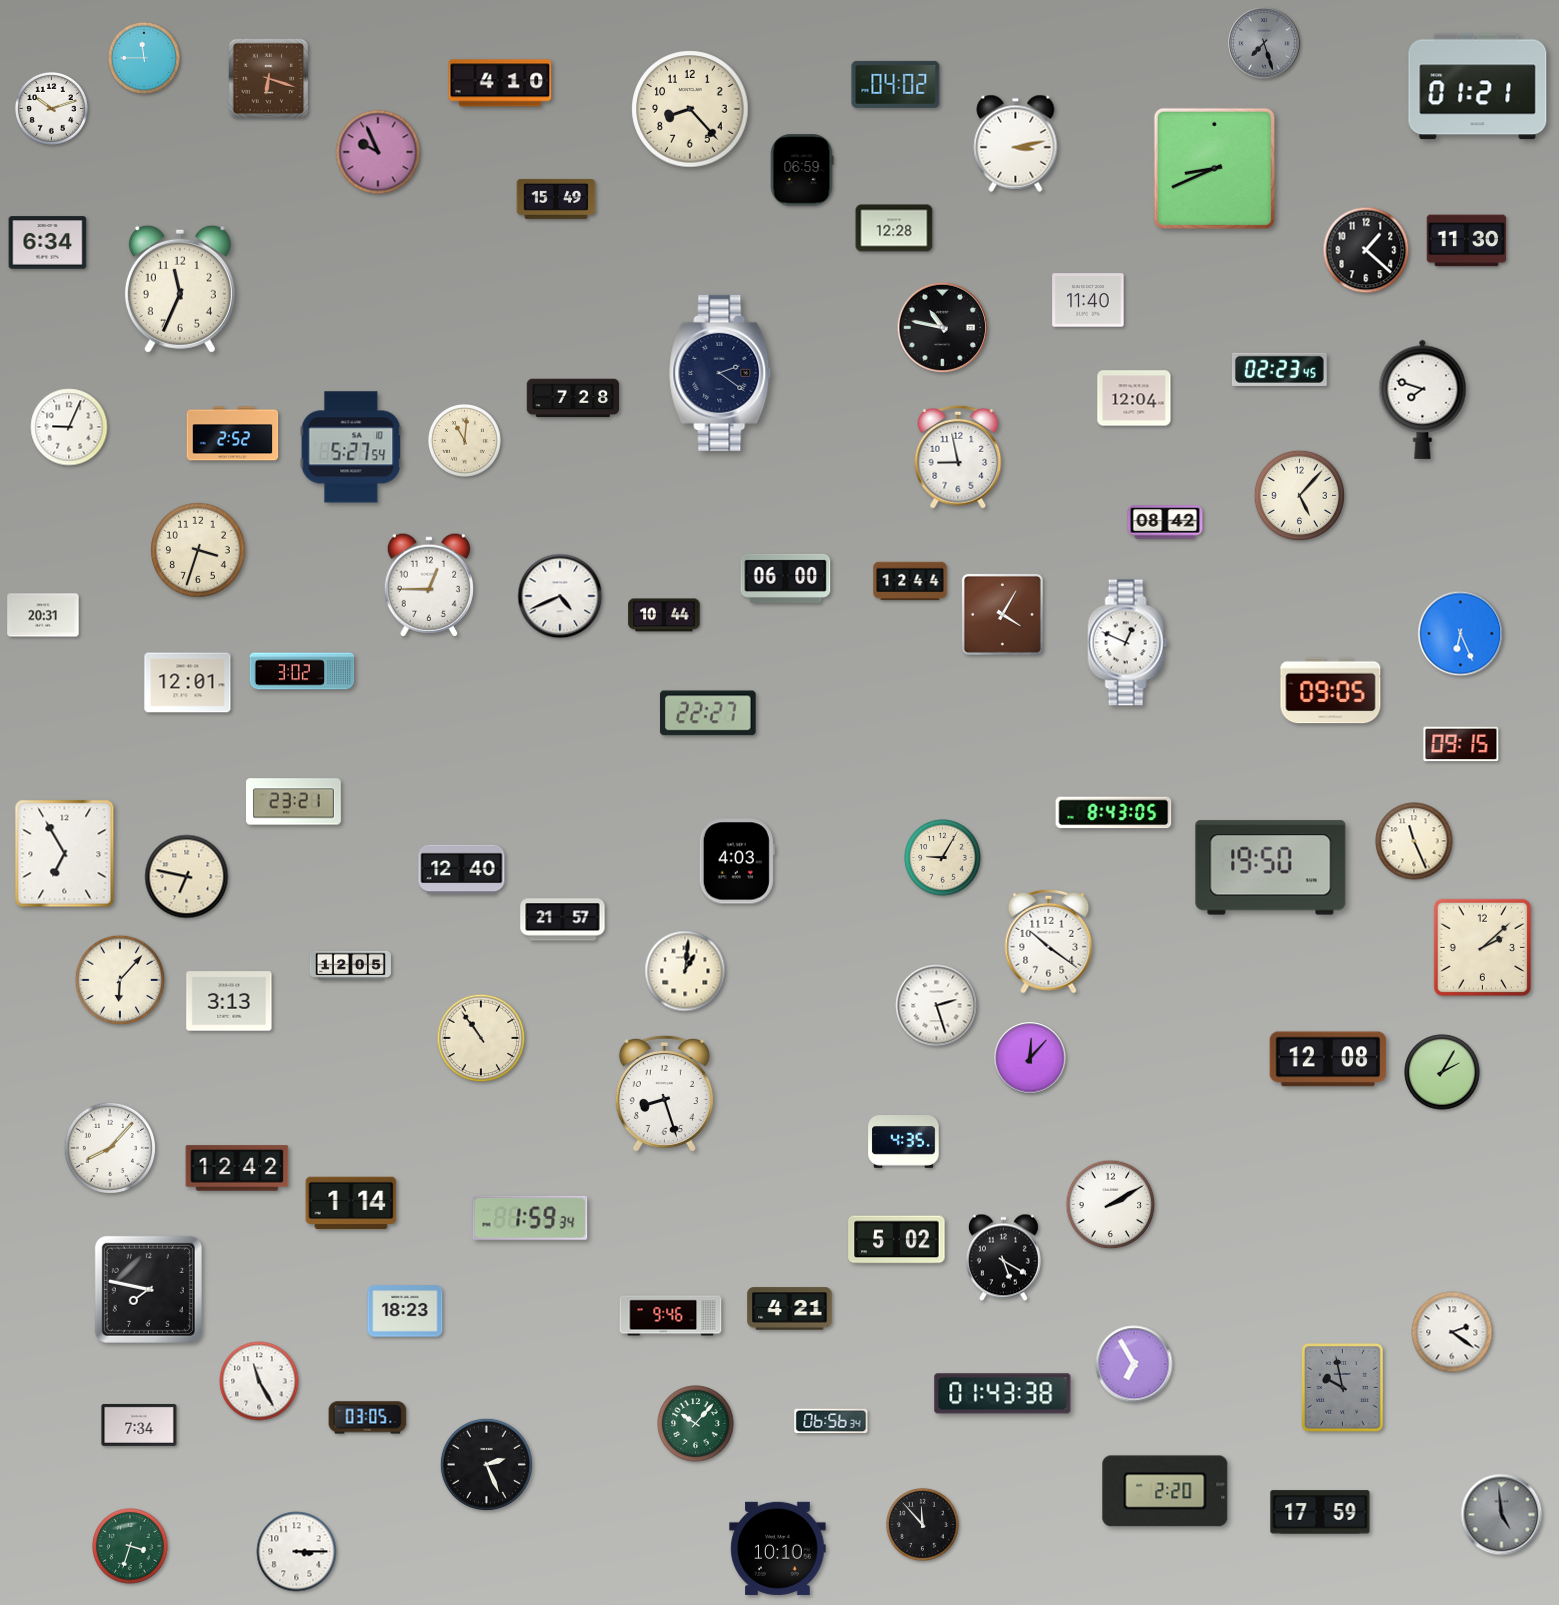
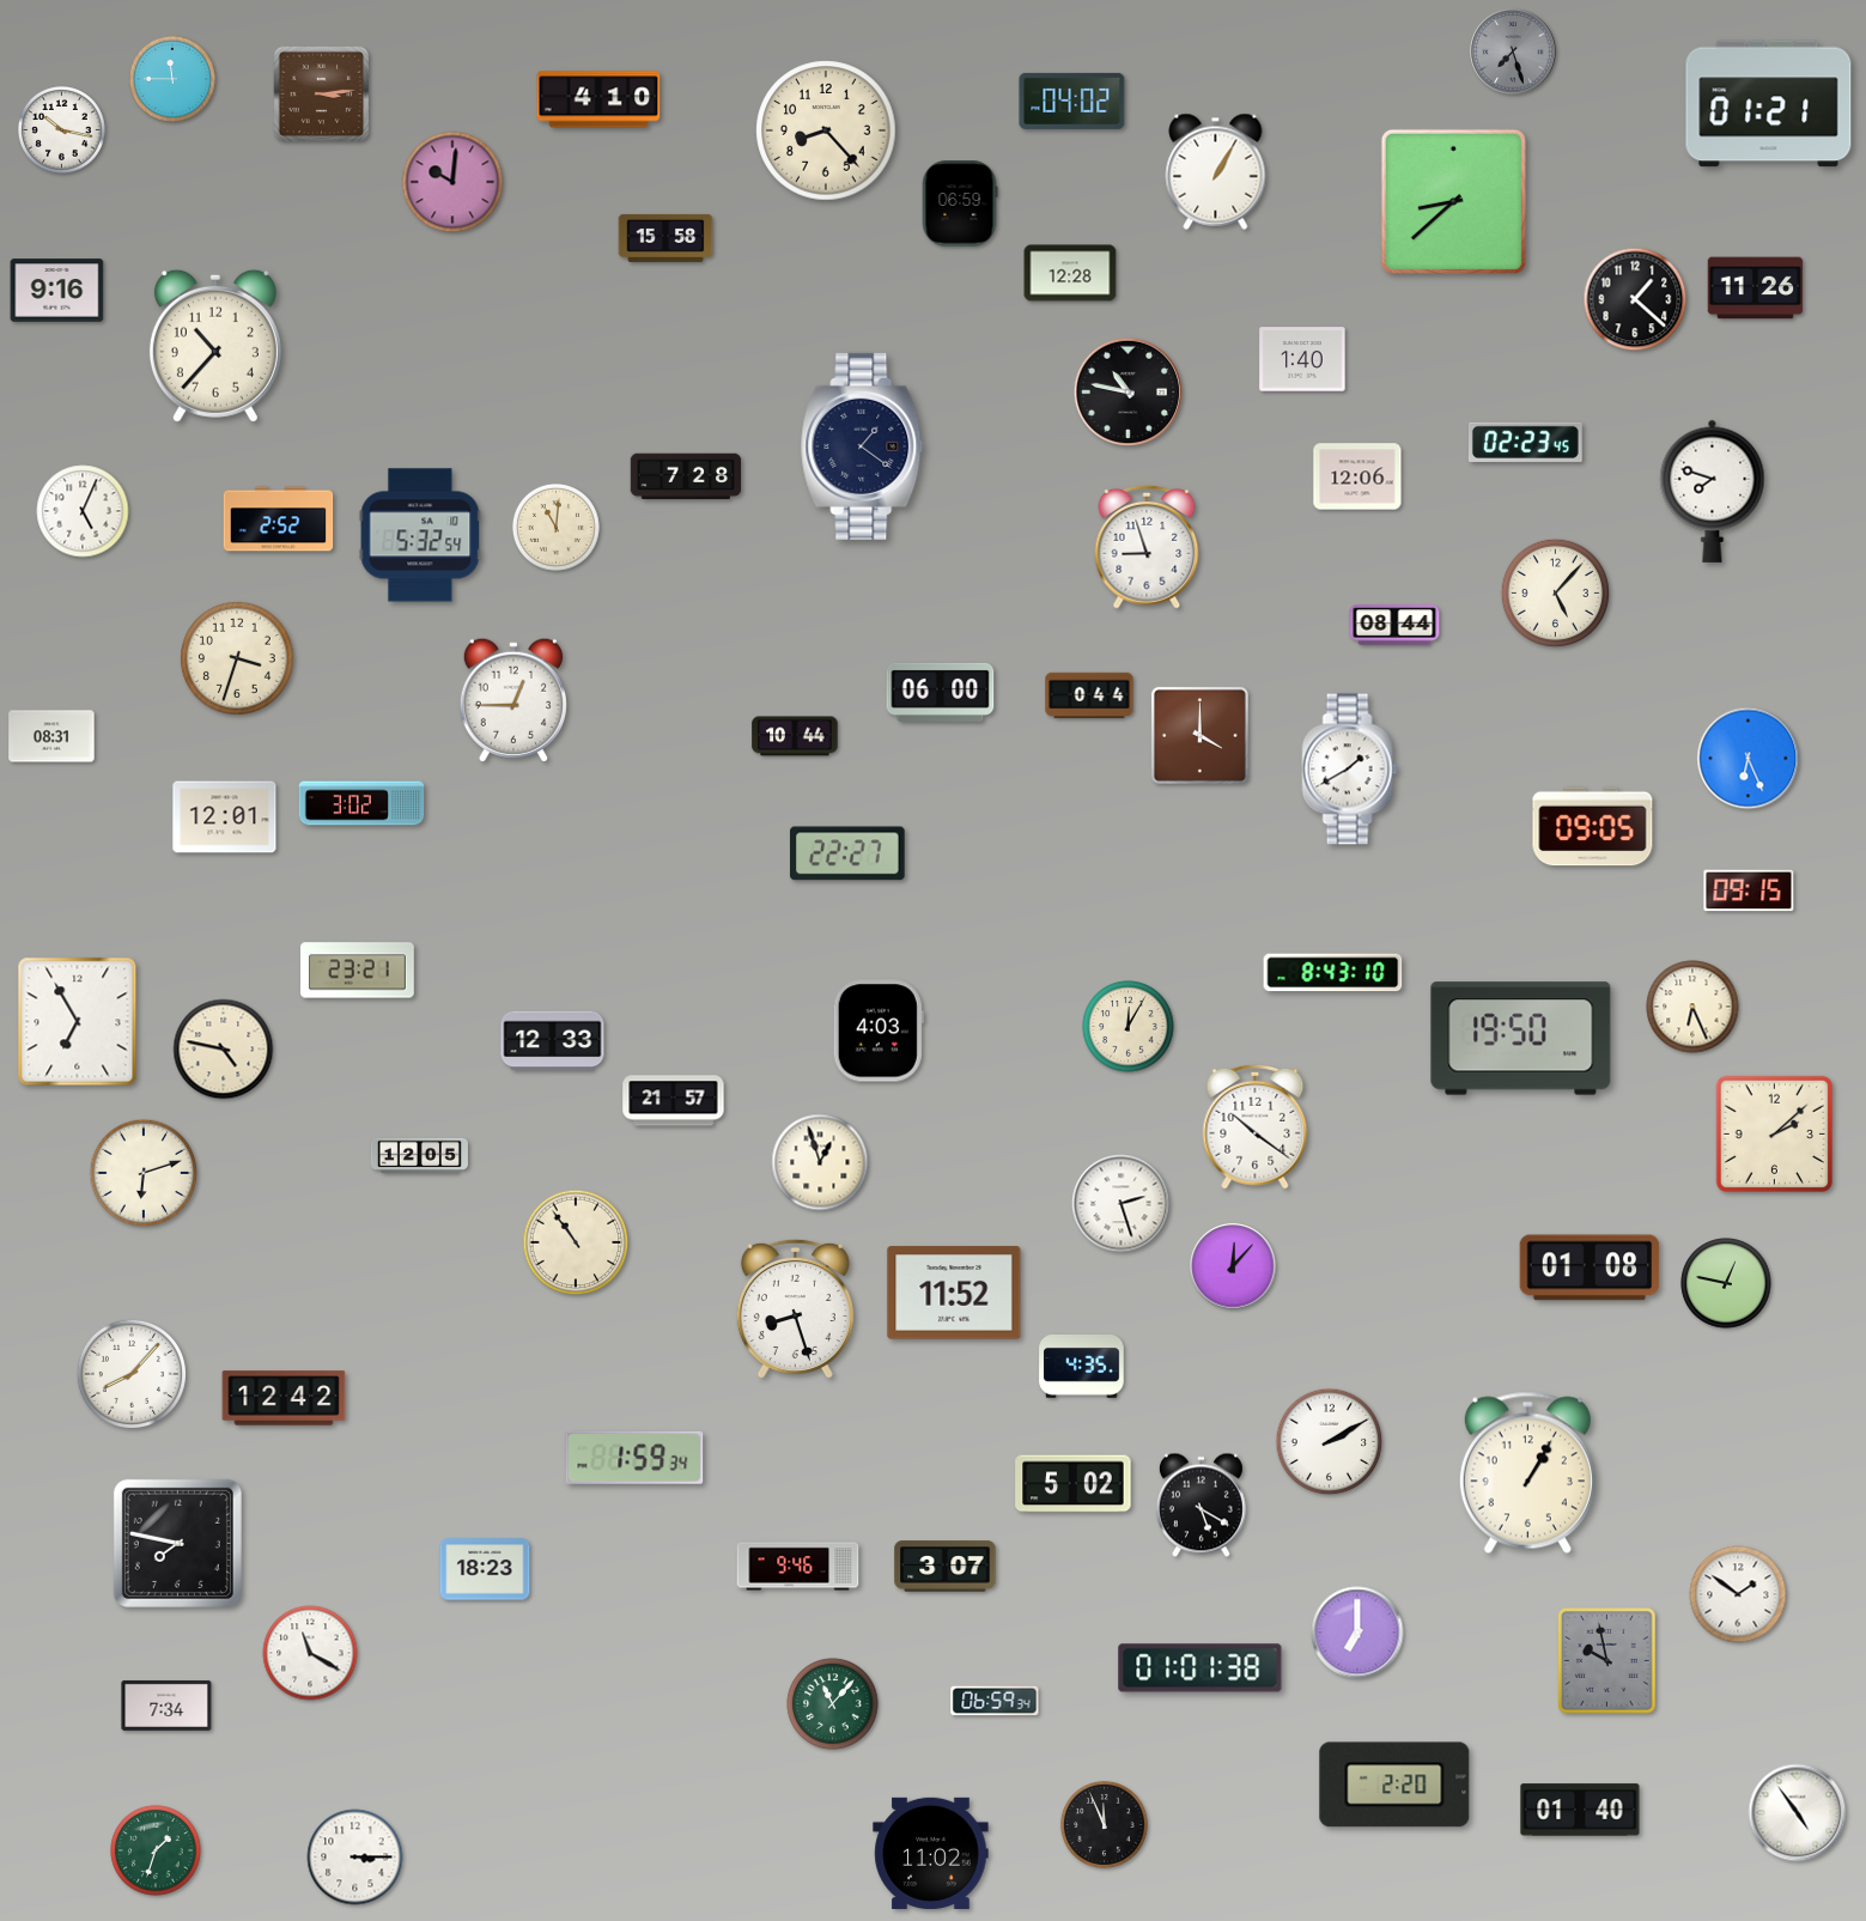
clock at (144, 58) position: (144, 58) -> (172, 79)
clock at (269, 79): 6:18 -> 3:14
clock at (51, 108): 10:12 -> 10:17
clock at (1016, 143): 3:13 -> 1:05
clock at (378, 152): 9:56 -> 10:01
clock at (1214, 168): 8:41 -> 8:38
clock at (556, 199): 15:49 -> 15:58
clock at (1467, 241): 11:30 -> 11:26
clock at (48, 243): 6:34 -> 9:16
clock at (180, 289): 11:34 -> 10:37
clock at (1088, 300): 11:40 -> 1:40
clock at (1279, 369) position: (1279, 369) -> (1525, 442)
clock at (721, 373): 2:21 -> 1:21
clock at (1134, 398): 12:04 -> 12:06
clock at (1423, 399) position: (1423, 399) -> (1713, 491)
clock at (69, 427): 9:04 -> 5:04
clock at (351, 447): 5:27 -> 5:32
clock at (958, 457): 8:58 -> 8:57
clock at (1165, 522): 08:42 -> 08:44
clock at (910, 581): 12:44 -> 0:44
clock at (560, 596): 4:41 -> none
clock at (1002, 614): 4:05 -> 4:00
clock at (43, 615): 20:31 -> 08:31
clock at (1128, 643): 12:49 -> 1:40
clock at (294, 802) position: (294, 802) -> (358, 971)
clock at (1114, 813): 8:43:05 -> 8:43:10
clock at (1414, 841): 11:26 -> 6:26
clock at (943, 858): 9:05 -> 12:05
clock at (737, 861) position: (737, 861) -> (879, 1031)
clock at (462, 870): 12:40 -> 12:33
clock at (187, 877): 6:47 -> 4:47
clock at (685, 971): 1:01 -> 12:57
clock at (120, 980): 6:07 -> 6:12
clock at (229, 1001): 3:13 -> none
clock at (1328, 1059): 12:08 -> 01:08
clock at (1442, 1072): 2:05 -> 12:47
clock at (954, 1293): none -> 11:52
clock at (351, 1203): 1:14 -> none
clock at (1527, 1472): none -> 1:05
clock at (790, 1309): 4:21 -> 3:07
clock at (671, 1316) position: (671, 1316) -> (798, 1567)
clock at (1452, 1332): 2:21 -> 1:51
clock at (1134, 1364): 6:55 -> 7:00
clock at (259, 1381): 11:25 -> 11:20
clock at (1003, 1394): 01:43 -> 01:01
clock at (368, 1418): 03:05 -> none
clock at (831, 1421): 06:56 -> 06:59
clock at (696, 1424): 10:07 -> 11:07
clock at (486, 1464): 2:26 -> none
clock at (1320, 1512): 17:59 -> 01:40
clock at (1502, 1515): 4:59 -> 4:54
clock at (1502, 1515) dial: grey -> white
clock at (922, 1524): 11:53 -> 11:56
clock at (130, 1546): 3:33 -> 1:33
clock at (778, 1548): 10:10 -> 11:02
